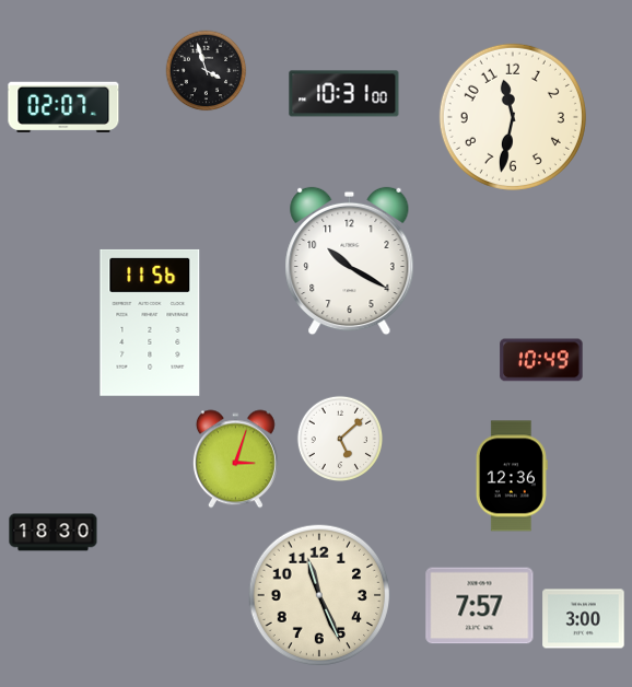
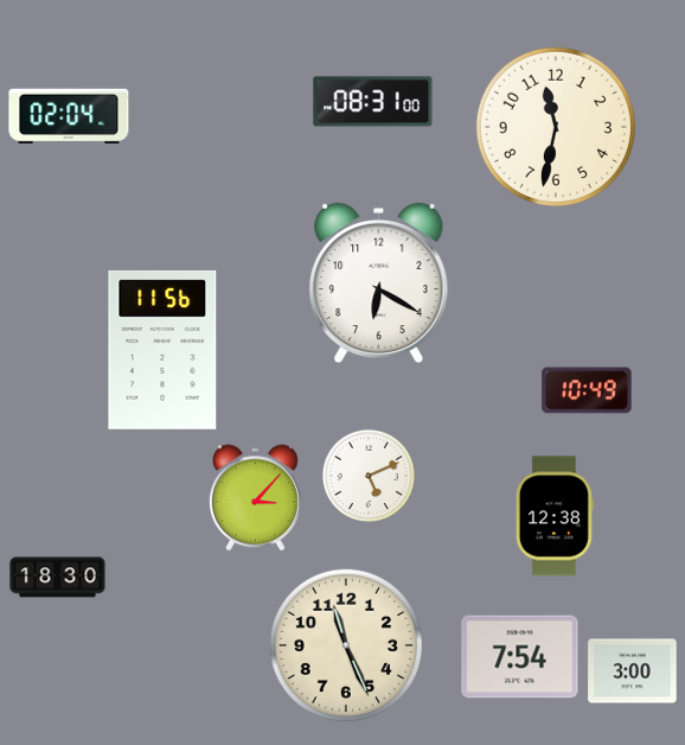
clock at (207, 71): 3:57 -> none
clock at (344, 94): 10:31 -> 08:31
clock at (63, 106): 02:07 -> 02:04
clock at (350, 261): 10:20 -> 6:20
clock at (339, 438): 5:08 -> 5:11
clock at (235, 459): 3:03 -> 3:07
clock at (512, 476): 12:36 -> 12:38
clock at (480, 606): 7:57 -> 7:54
